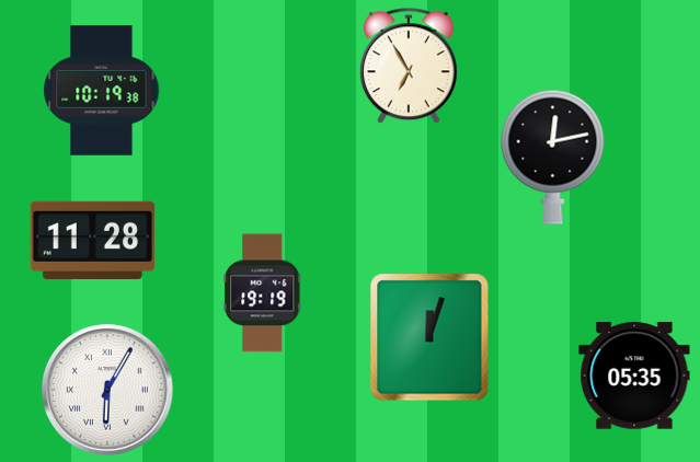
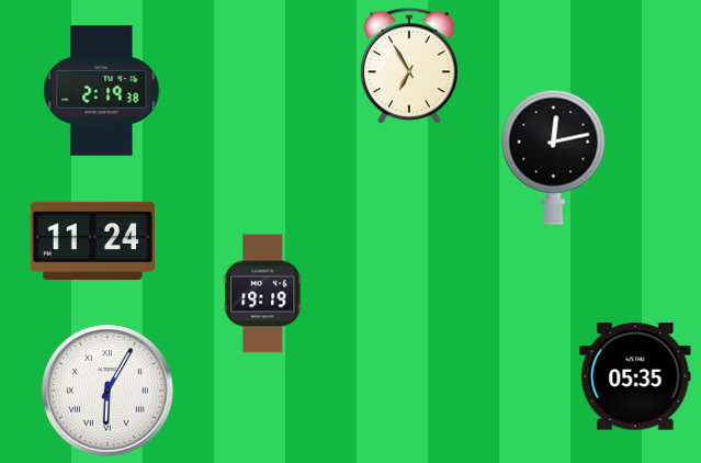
clock at (102, 91): 10:19 -> 2:19
clock at (92, 240): 11:28 -> 11:24
clock at (429, 337): 12:03 -> none
